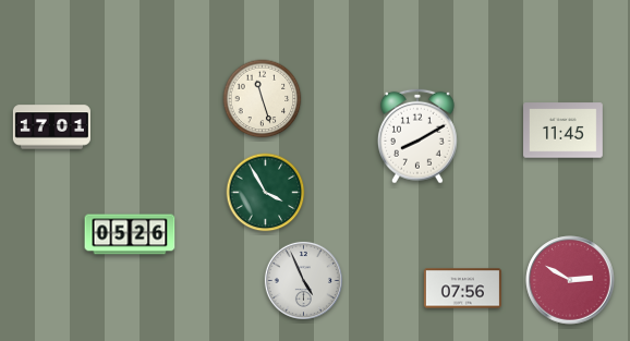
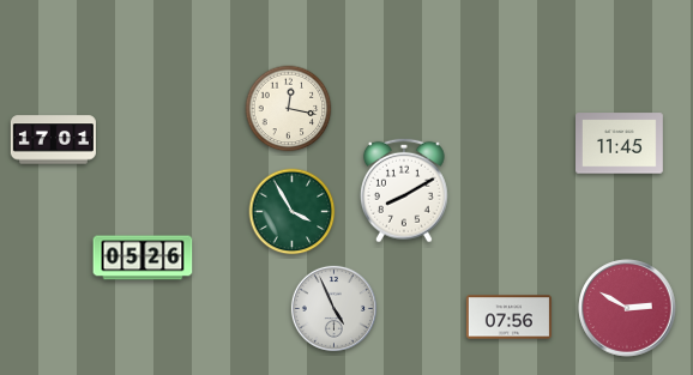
clock at (263, 99): 11:27 -> 12:17
clock at (51, 127) position: (51, 127) -> (53, 140)
clock at (417, 136) position: (417, 136) -> (404, 190)
